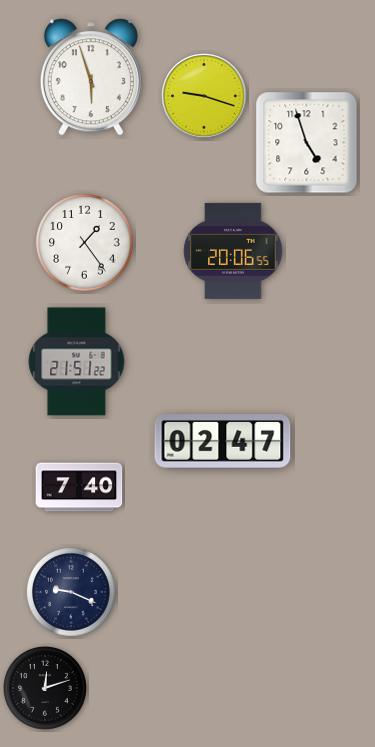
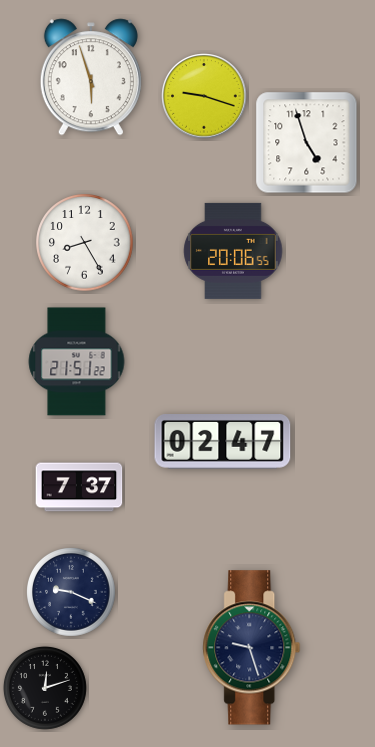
clock at (85, 243): 1:24 -> 8:25
clock at (79, 487): 7:40 -> 7:37
clock at (252, 648): none -> 9:27
